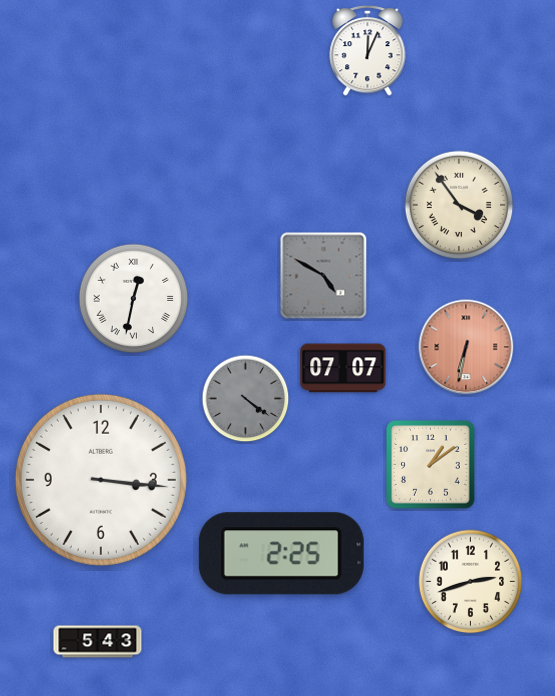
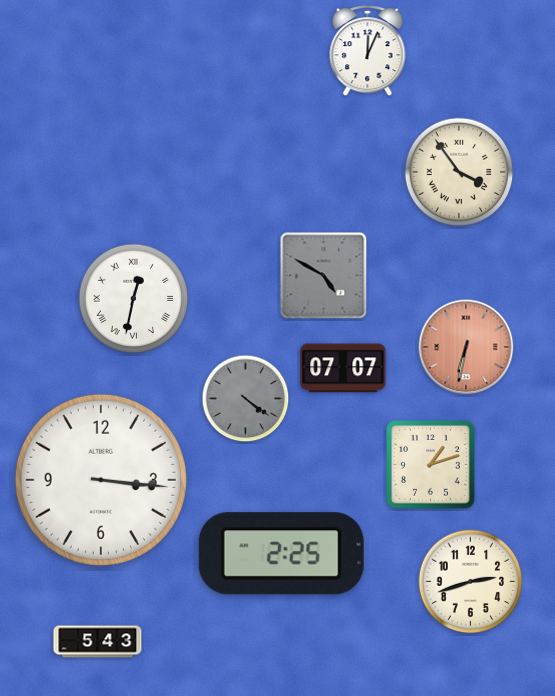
clock at (459, 205) position: (459, 205) -> (459, 172)
clock at (431, 465): 1:09 -> 1:12
